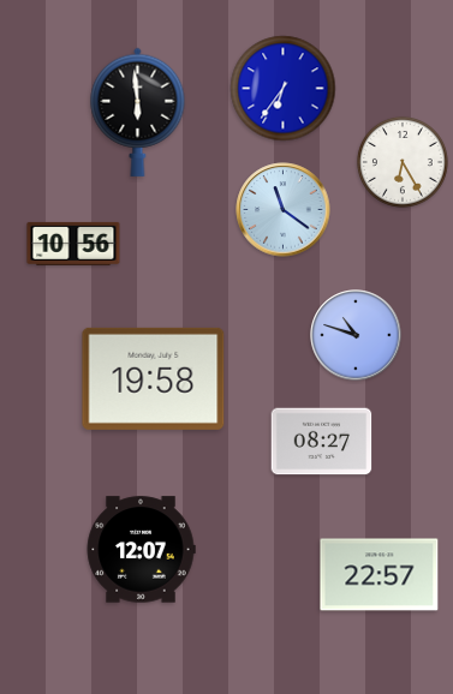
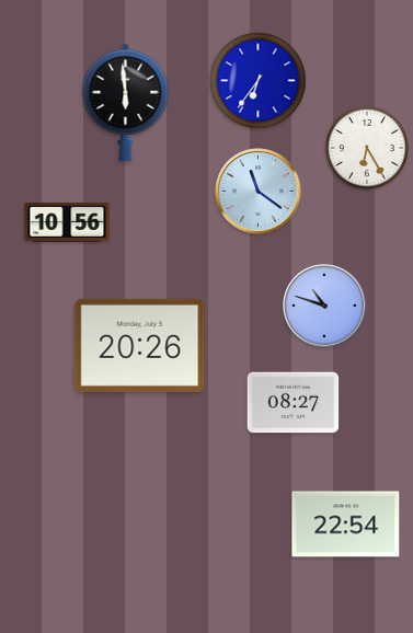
clock at (154, 378): 19:58 -> 20:26
clock at (141, 550): 12:07 -> none
clock at (380, 575): 22:57 -> 22:54
